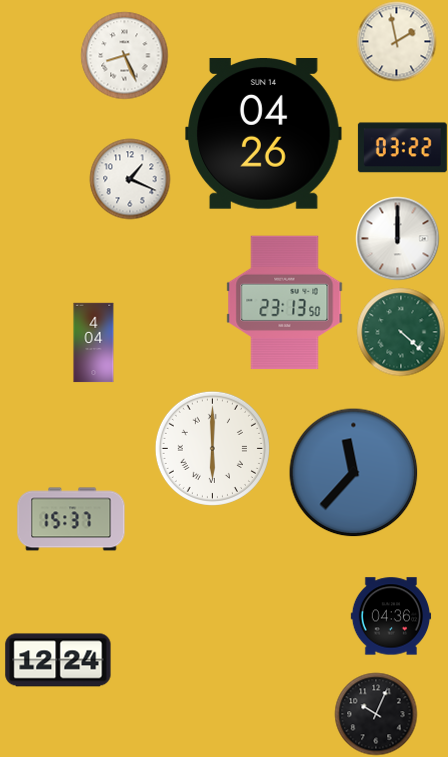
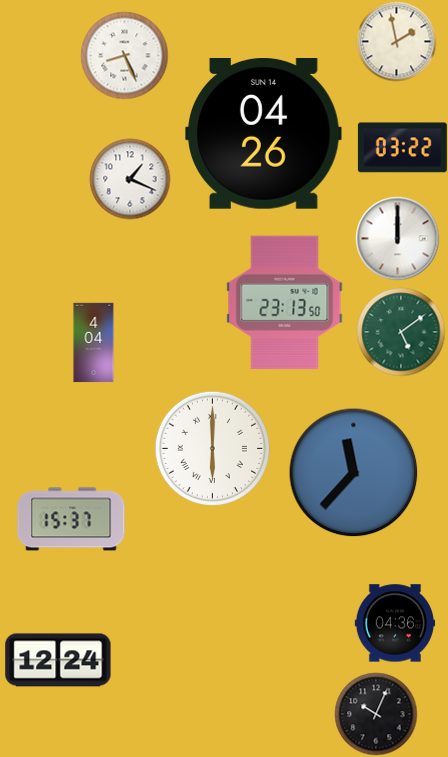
clock at (401, 332): 4:22 -> 5:09
clock at (391, 616) position: (391, 616) -> (395, 623)
